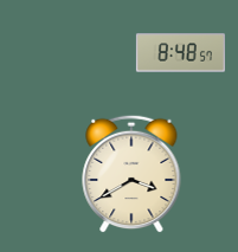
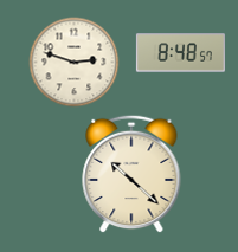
clock at (75, 63): none -> 2:48
clock at (131, 174): 3:40 -> 10:22
